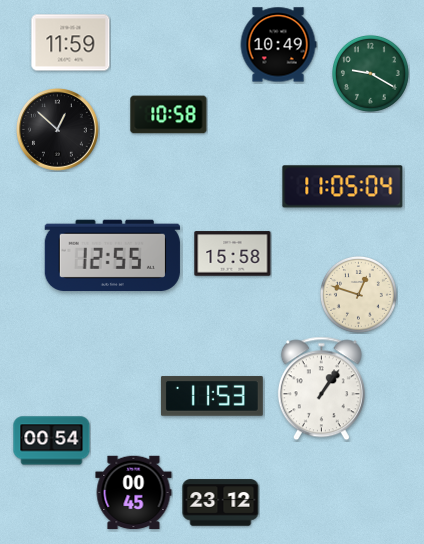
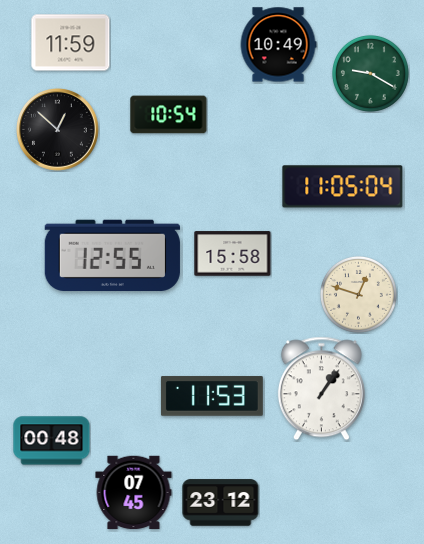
clock at (169, 115): 10:58 -> 10:54
clock at (52, 441): 00:54 -> 00:48
clock at (134, 493): 00:45 -> 07:45
